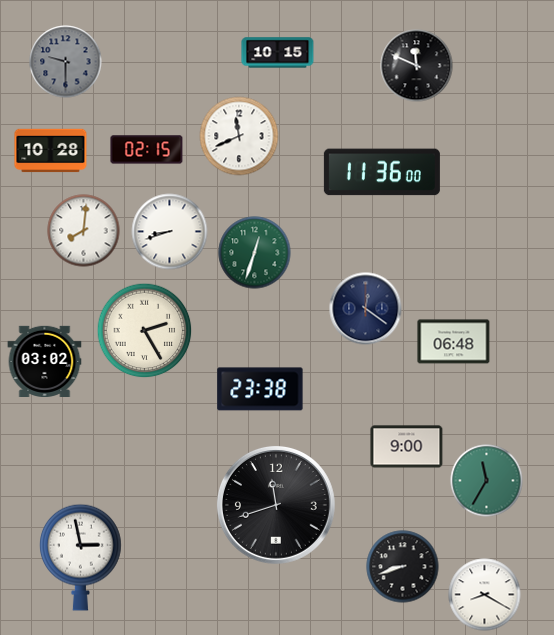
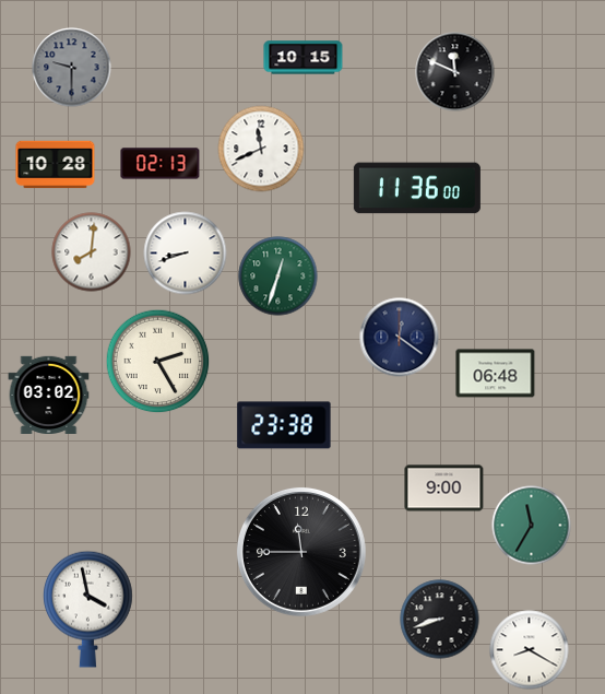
clock at (147, 150): 02:15 -> 02:13
clock at (276, 505): 11:42 -> 11:45
clock at (81, 557): 2:58 -> 3:58
